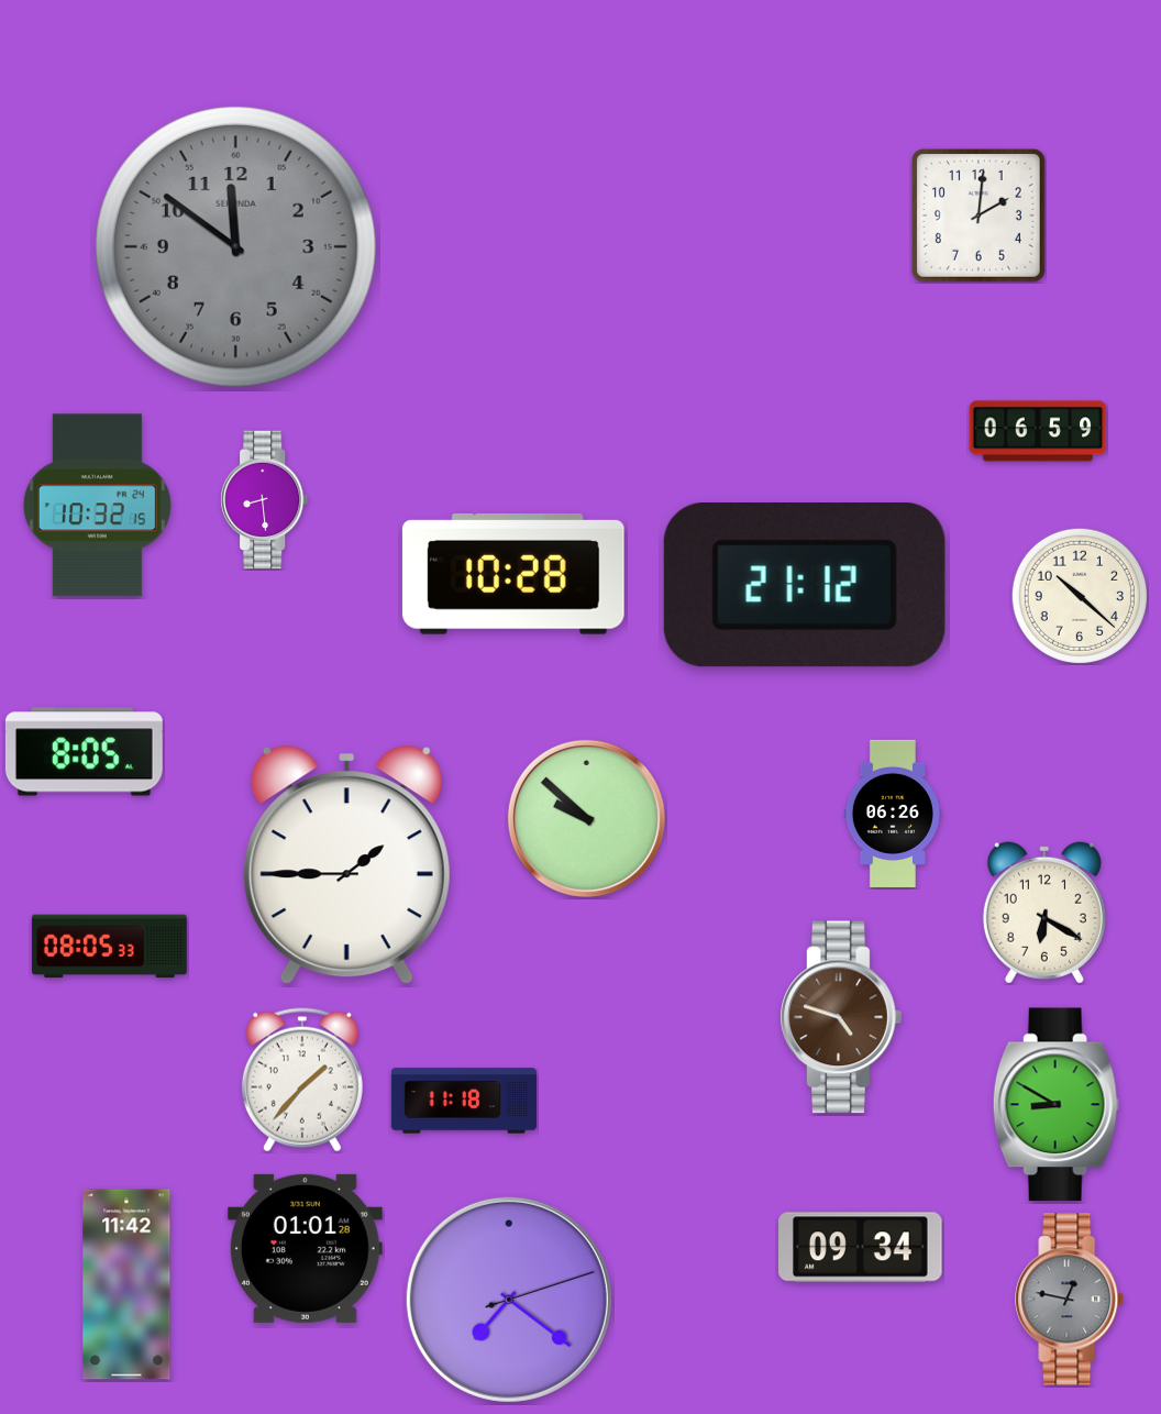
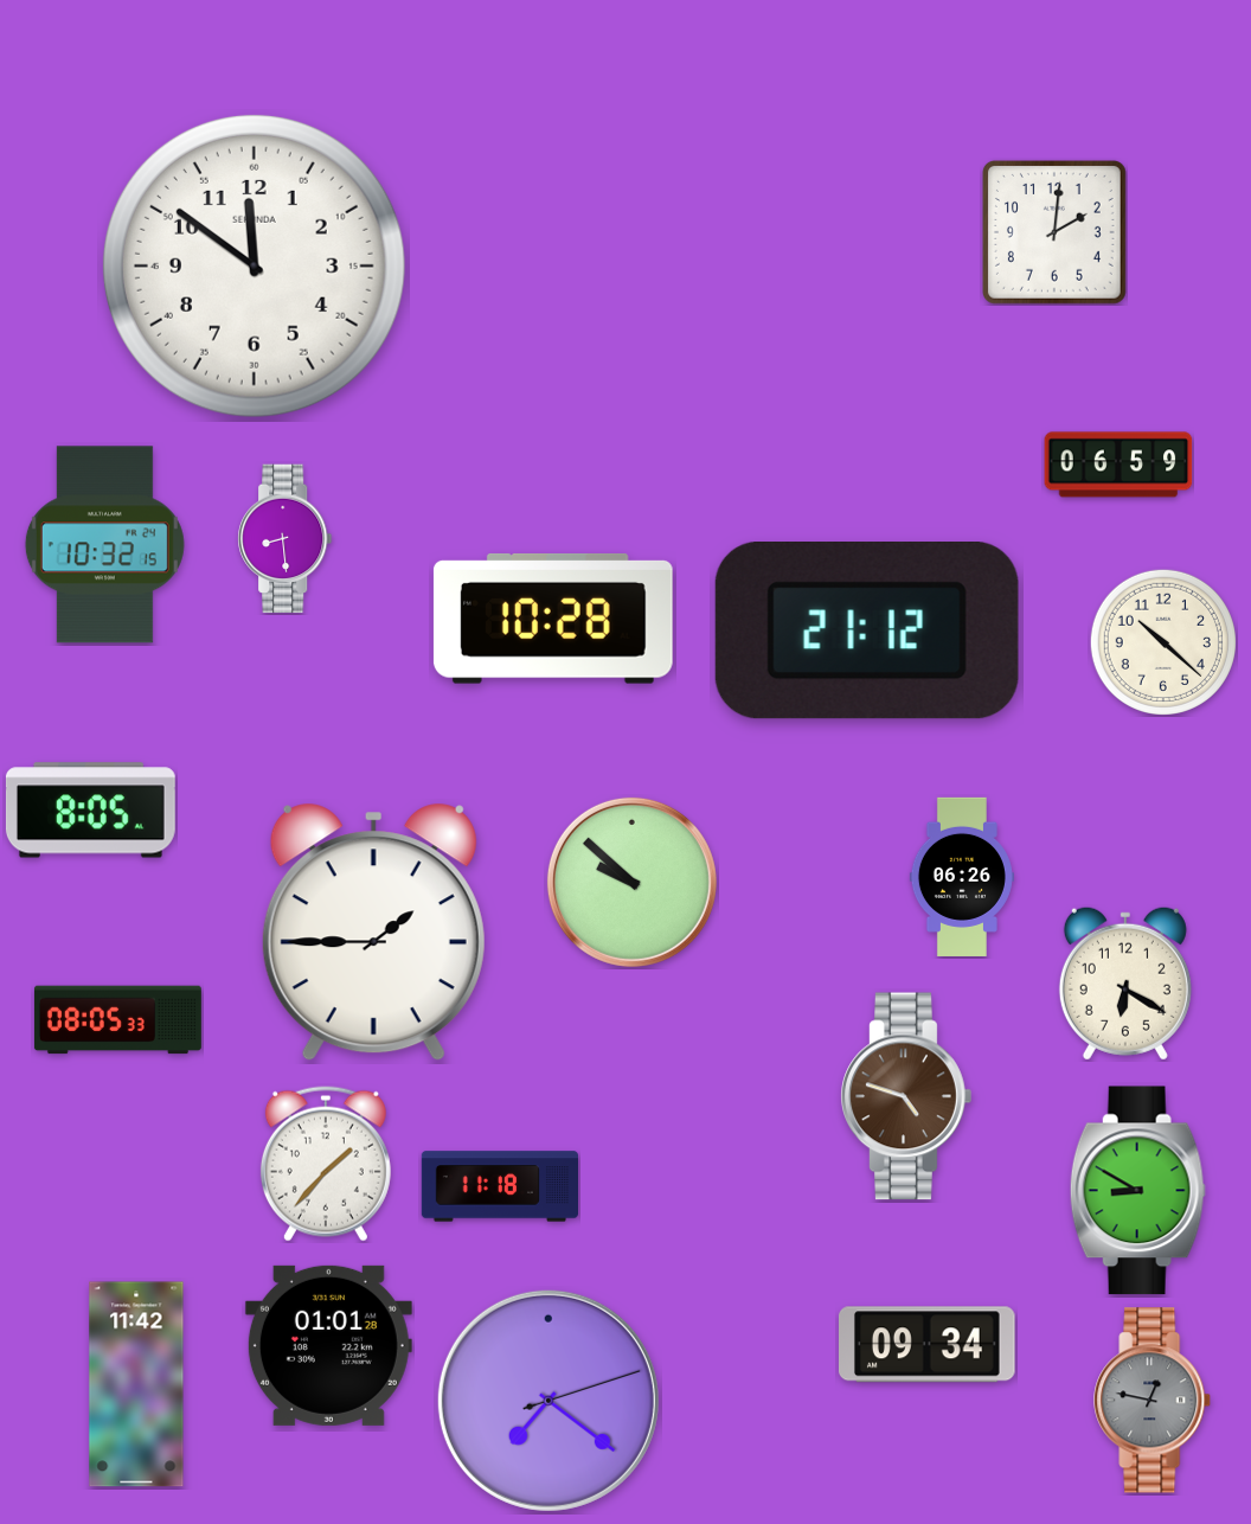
clock at (235, 246) dial: grey -> white
